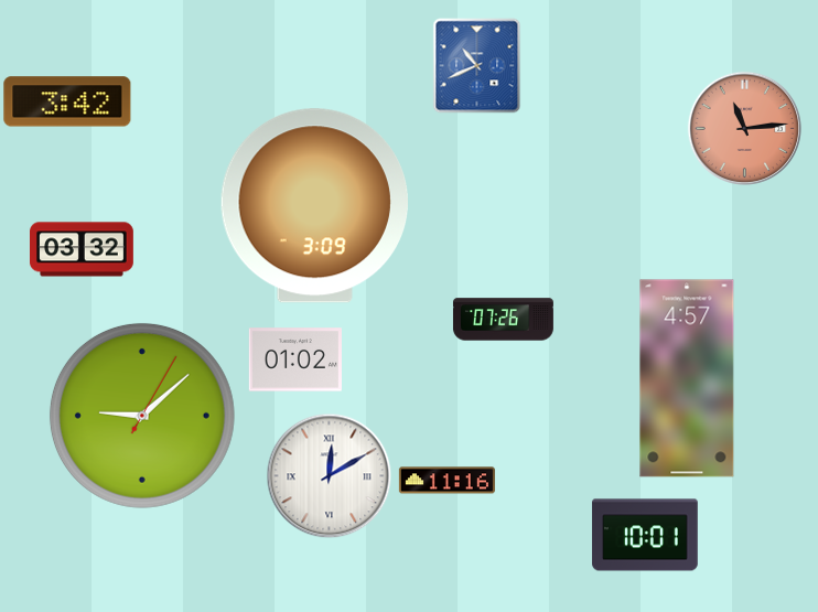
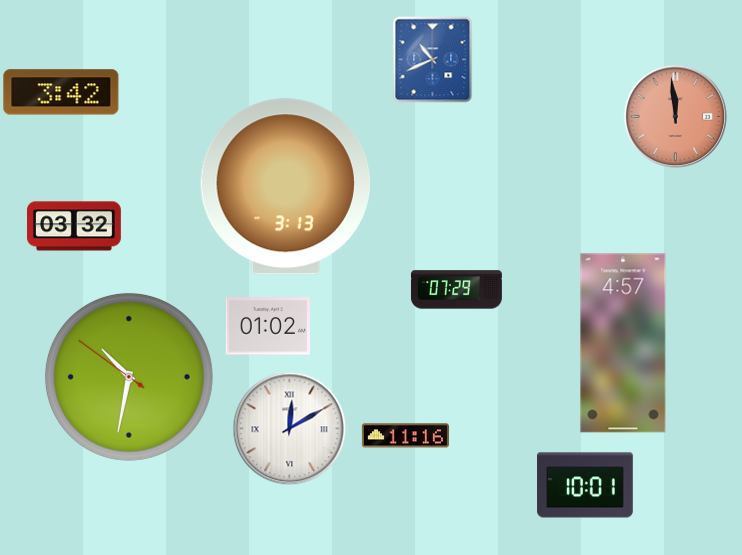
clock at (744, 128): 11:14 -> 11:59
clock at (314, 206): 3:09 -> 3:13
clock at (503, 320): 07:26 -> 07:29
clock at (142, 416): 9:08 -> 10:31
clock at (329, 475) position: (329, 475) -> (289, 428)
